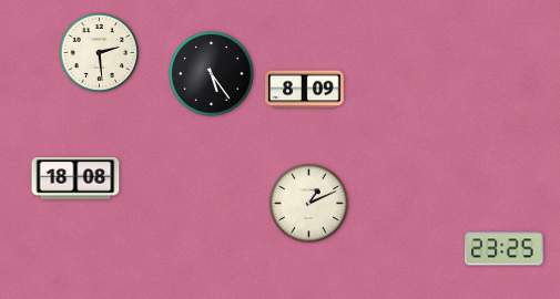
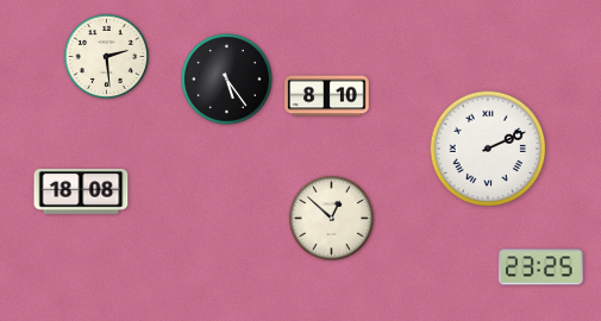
clock at (305, 90): 8:09 -> 8:10
clock at (488, 149): none -> 2:11
clock at (308, 203): 1:11 -> 12:52
